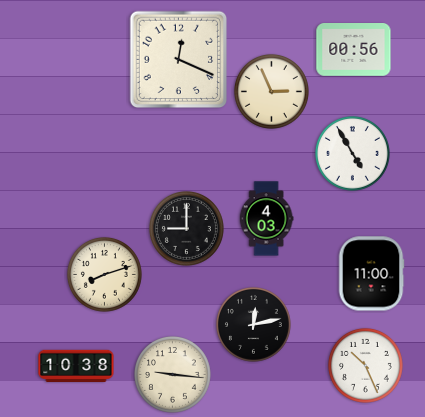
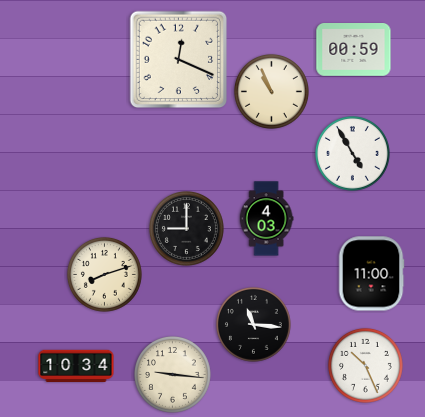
clock at (354, 50): 00:56 -> 00:59
clock at (271, 91): 2:56 -> 10:56
clock at (253, 324): 12:13 -> 11:16
clock at (76, 365): 10:38 -> 10:34
